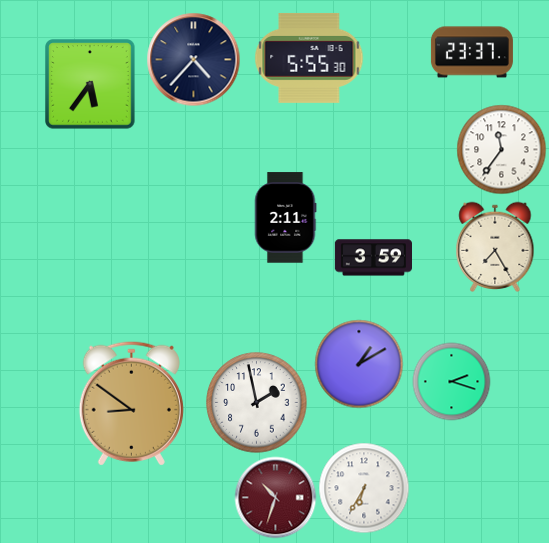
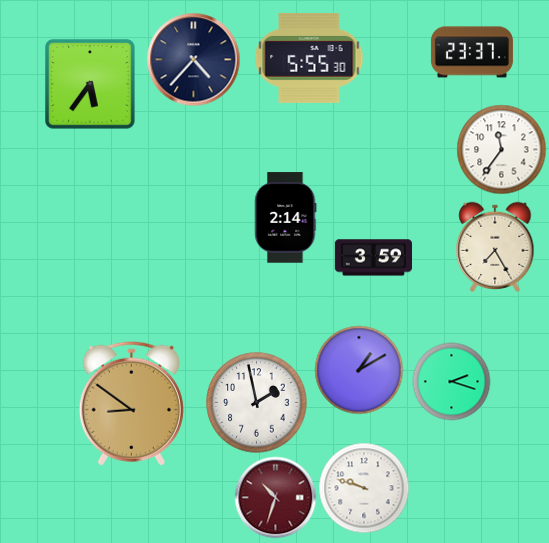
clock at (285, 218): 2:11 -> 2:14
clock at (359, 364) position: (359, 364) -> (359, 370)
clock at (364, 488): 6:35 -> 9:48
